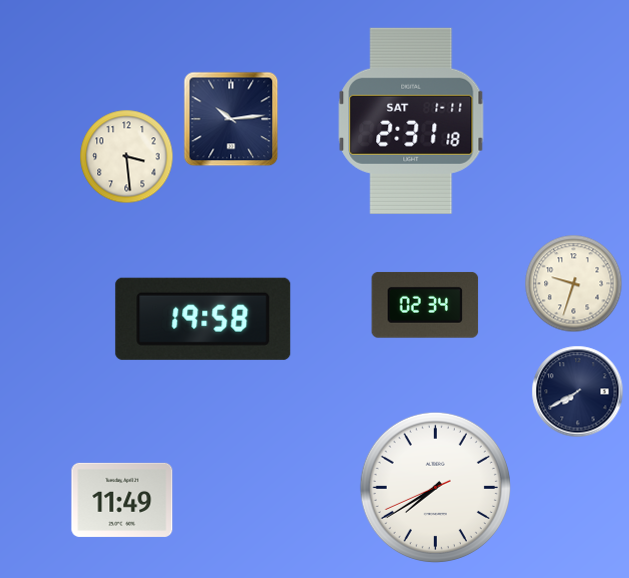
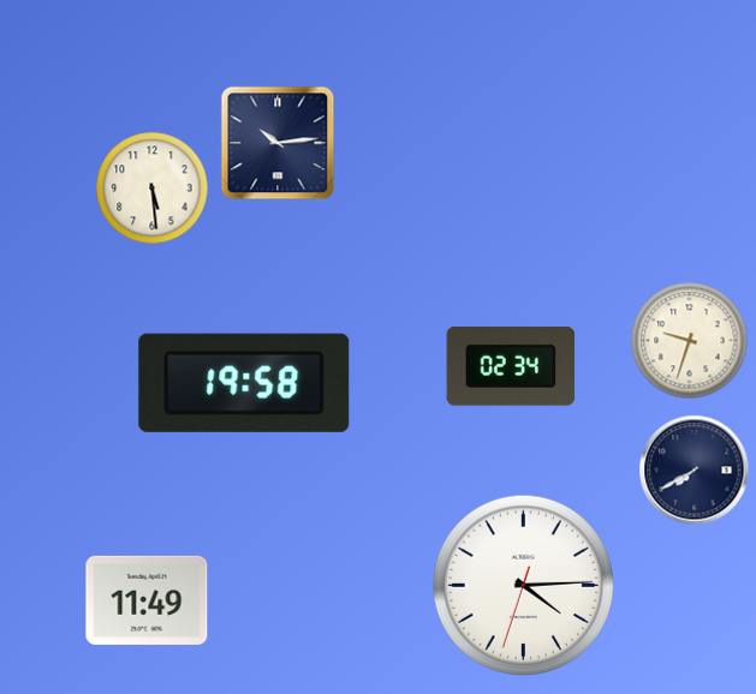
clock at (411, 121): 2:31 -> none
clock at (127, 157): 3:29 -> 5:29
clock at (435, 487): 7:39 -> 4:14
